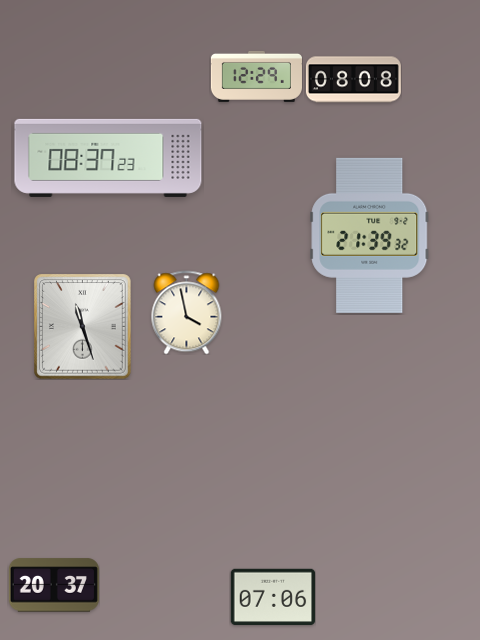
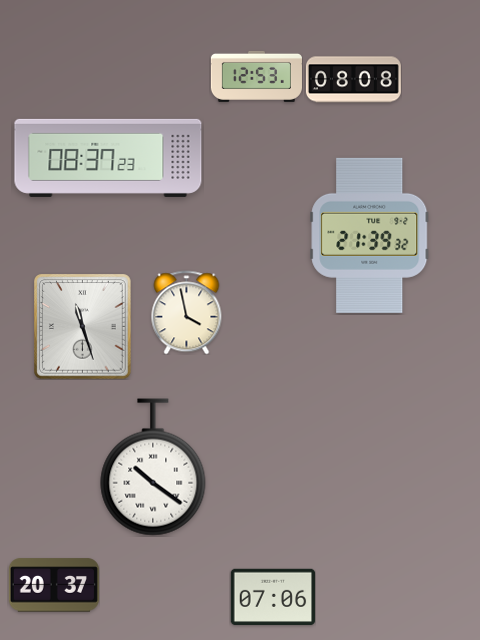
clock at (256, 76): 12:29 -> 12:53
clock at (153, 467): none -> 10:21
